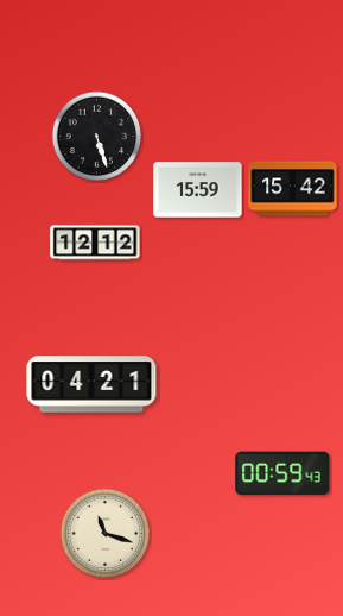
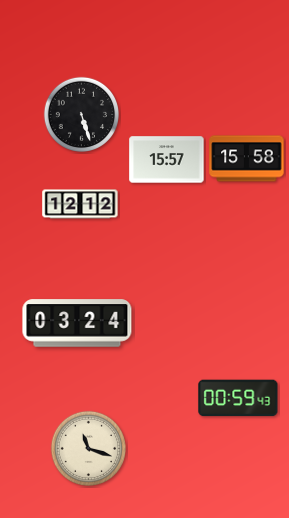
clock at (293, 189): 15:42 -> 15:58
clock at (198, 190): 15:59 -> 15:57
clock at (91, 384): 04:21 -> 03:24
